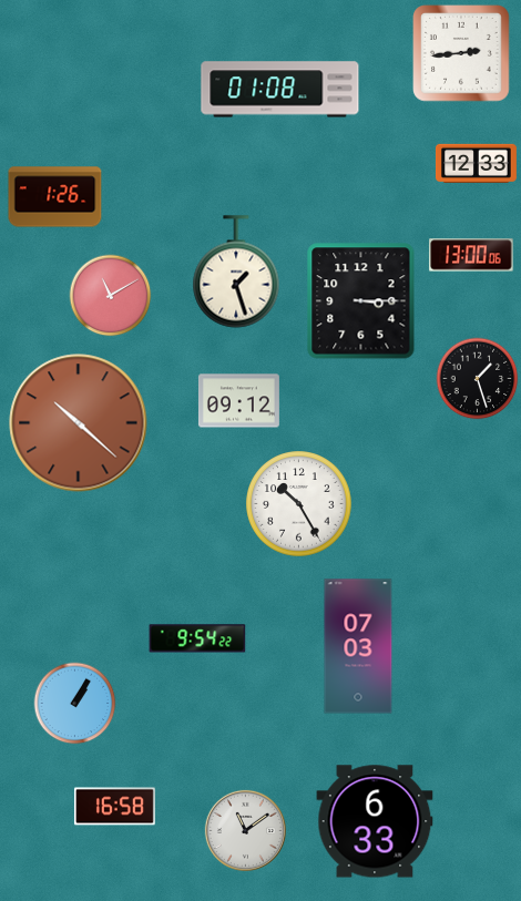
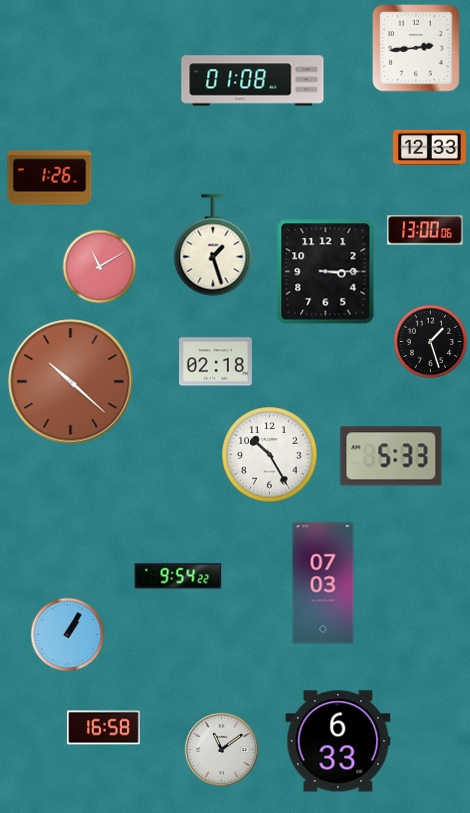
clock at (238, 401): 09:12 -> 02:18
clock at (391, 456): none -> 5:33
